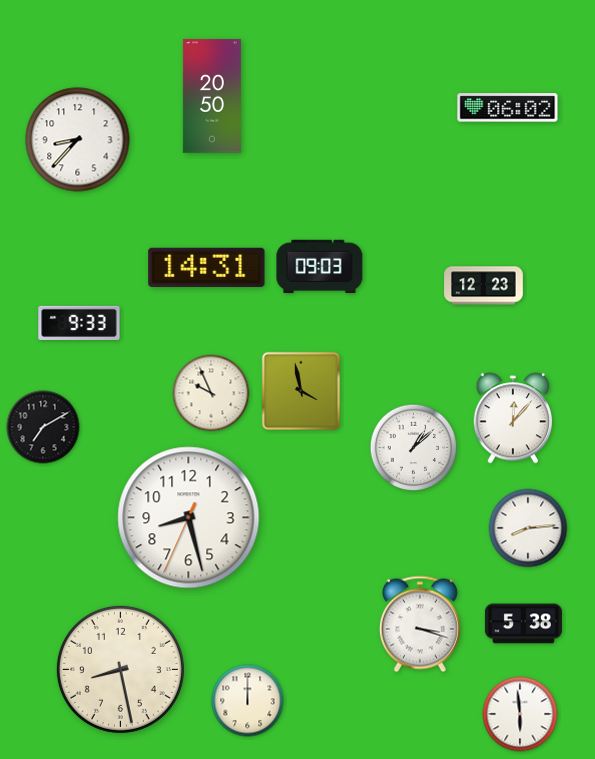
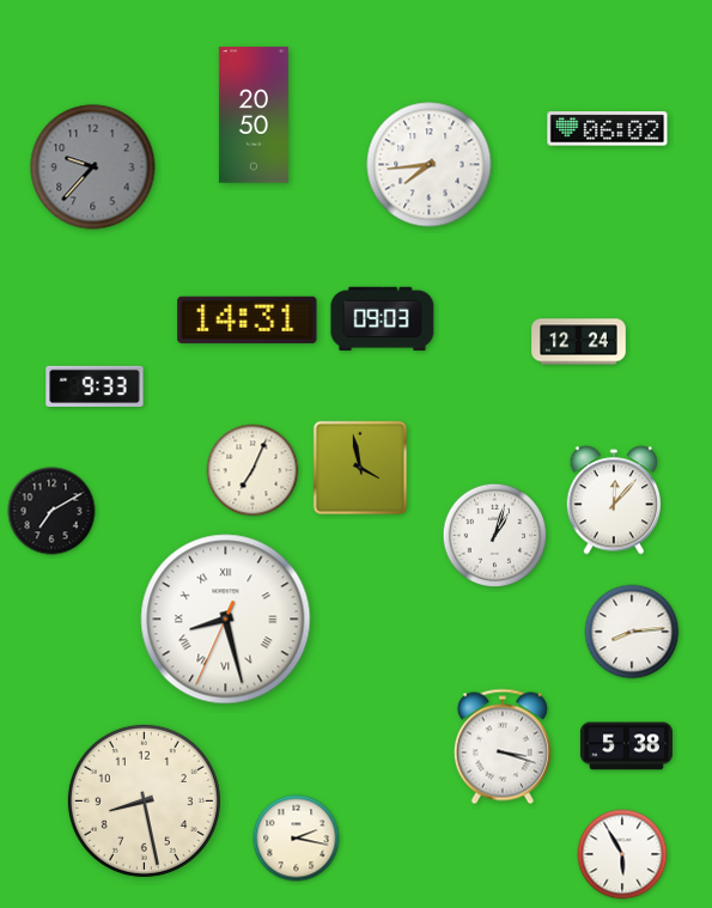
clock at (430, 165): none -> 7:44
clock at (78, 140): 8:37 -> 9:37
clock at (78, 140) dial: white -> grey
clock at (484, 286): 12:23 -> 12:24
clock at (211, 393): 9:56 -> 7:04
clock at (414, 448): 1:08 -> 1:03
clock at (189, 518) numerals: Arabic -> Roman
clock at (248, 701): 12:00 -> 2:17
clock at (520, 714): 5:59 -> 5:55
